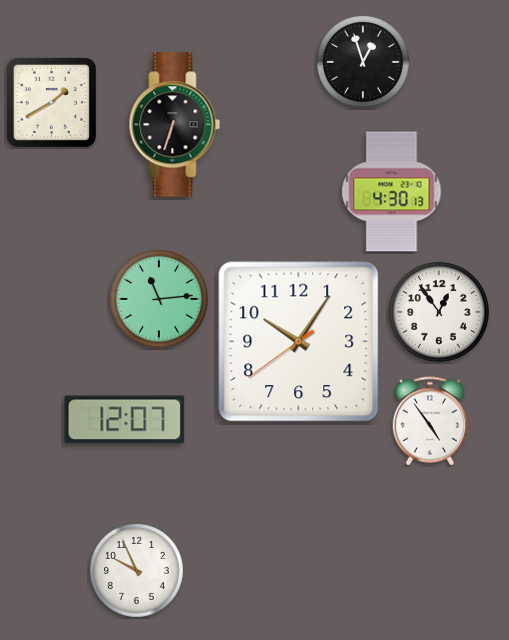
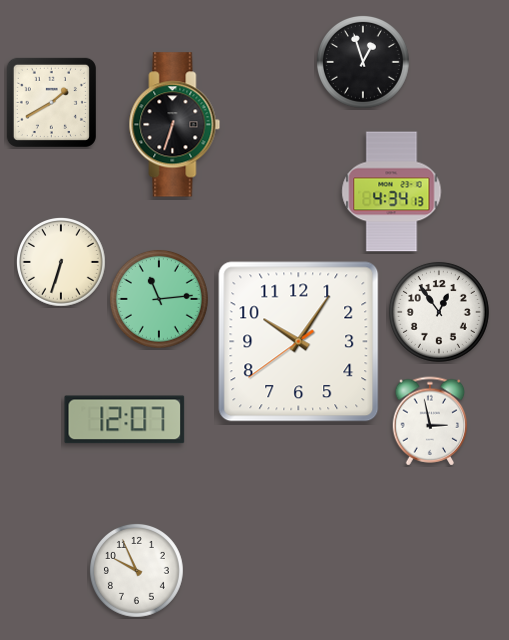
clock at (392, 192): 4:30 -> 4:34
clock at (62, 263): none -> 6:33
clock at (430, 421): 4:54 -> 2:58
